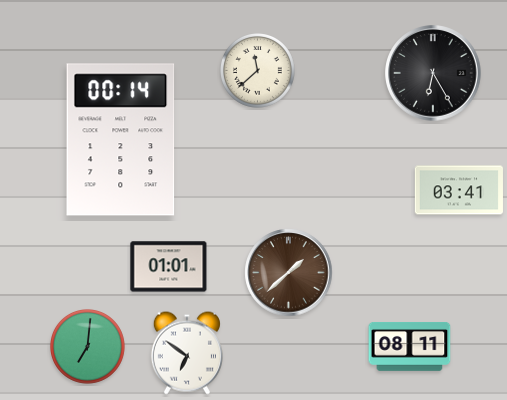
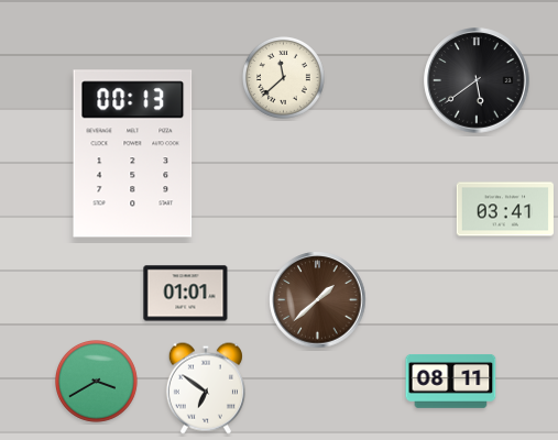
clock at (433, 73): 6:25 -> 5:39
clock at (121, 140): 00:14 -> 00:13
clock at (88, 347): 7:01 -> 3:40
